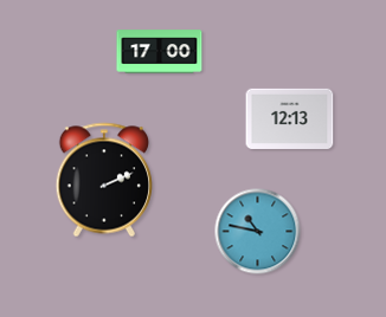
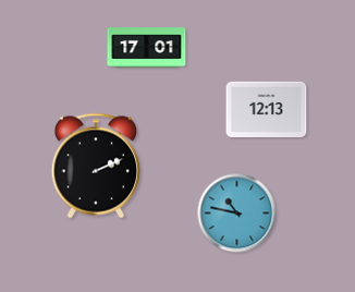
clock at (160, 52): 17:00 -> 17:01
